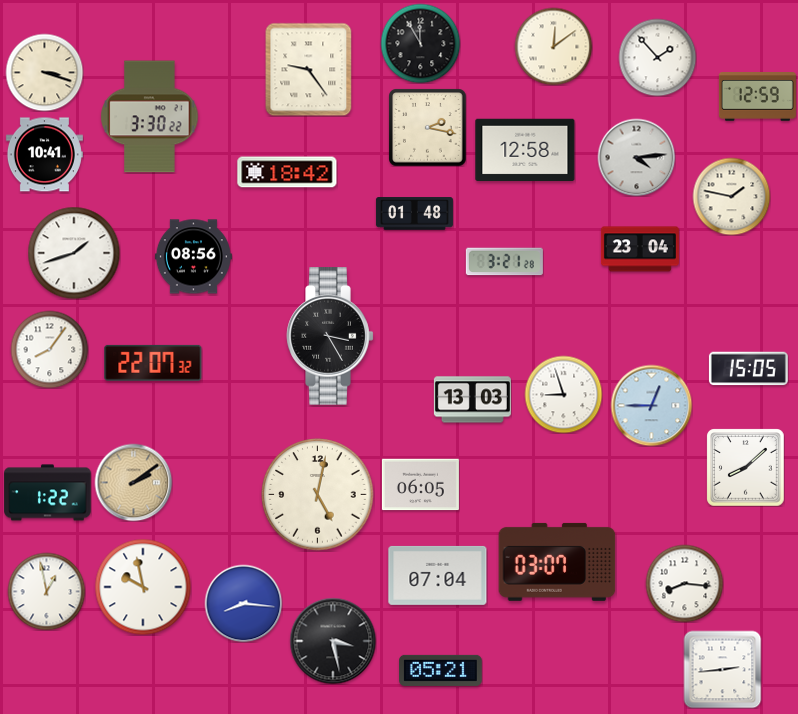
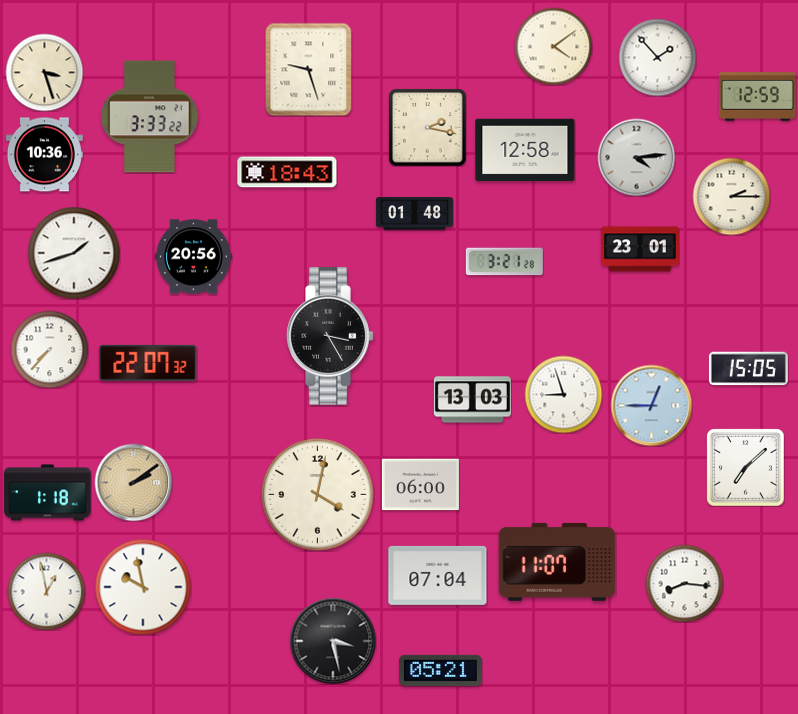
clock at (420, 43): 11:55 -> none
clock at (553, 46): 12:09 -> 4:09
clock at (309, 69): 9:24 -> 9:27
clock at (44, 72): 3:18 -> 3:27
clock at (150, 117): 3:30 -> 3:33
clock at (44, 155): 10:41 -> 10:36
clock at (287, 172): 18:42 -> 18:43
clock at (731, 196): 1:47 -> 2:15
clock at (640, 249): 23:04 -> 23:01
clock at (193, 257): 08:56 -> 20:56
clock at (49, 349): 8:06 -> 7:37
clock at (153, 363) position: (153, 363) -> (148, 363)
clock at (745, 467): 8:08 -> 7:08
clock at (420, 485): 06:05 -> 06:00
clock at (48, 493): 1:22 -> 1:18
clock at (318, 495): 5:02 -> 4:02
clock at (557, 562): 03:07 -> 11:07
clock at (243, 603): 8:16 -> none
clock at (722, 669): 2:44 -> none
